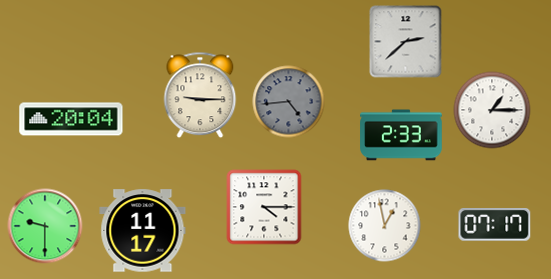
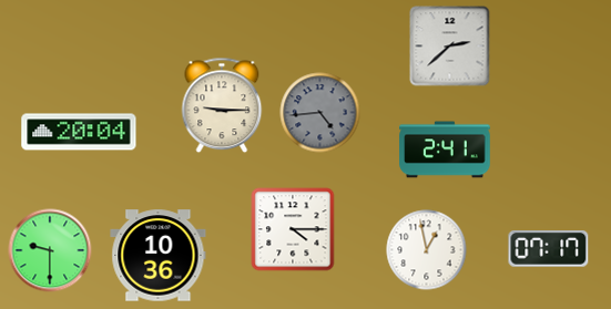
clock at (492, 110): 1:15 -> none
clock at (401, 135): 2:33 -> 2:41
clock at (143, 231): 11:17 -> 10:36
